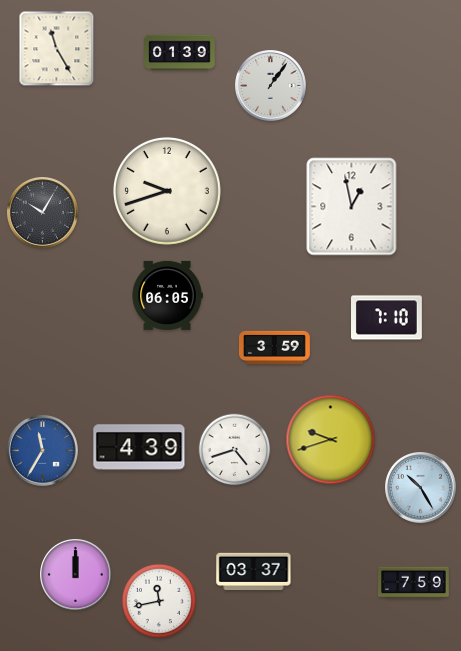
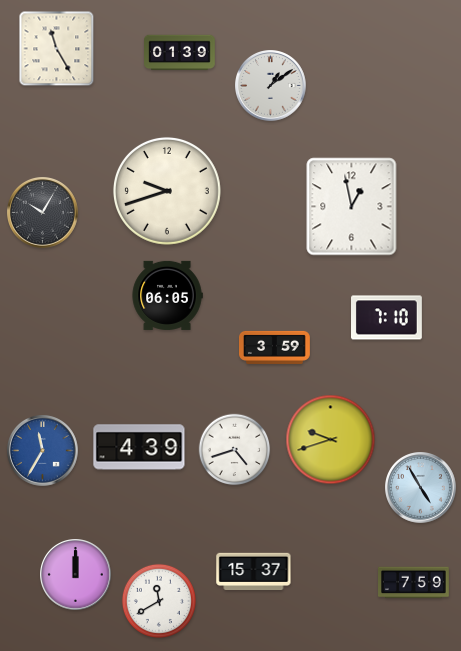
clock at (271, 86): 1:06 -> 1:09
clock at (421, 488): 10:25 -> 4:55
clock at (254, 572): 03:37 -> 15:37
clock at (159, 601): 11:43 -> 11:40
